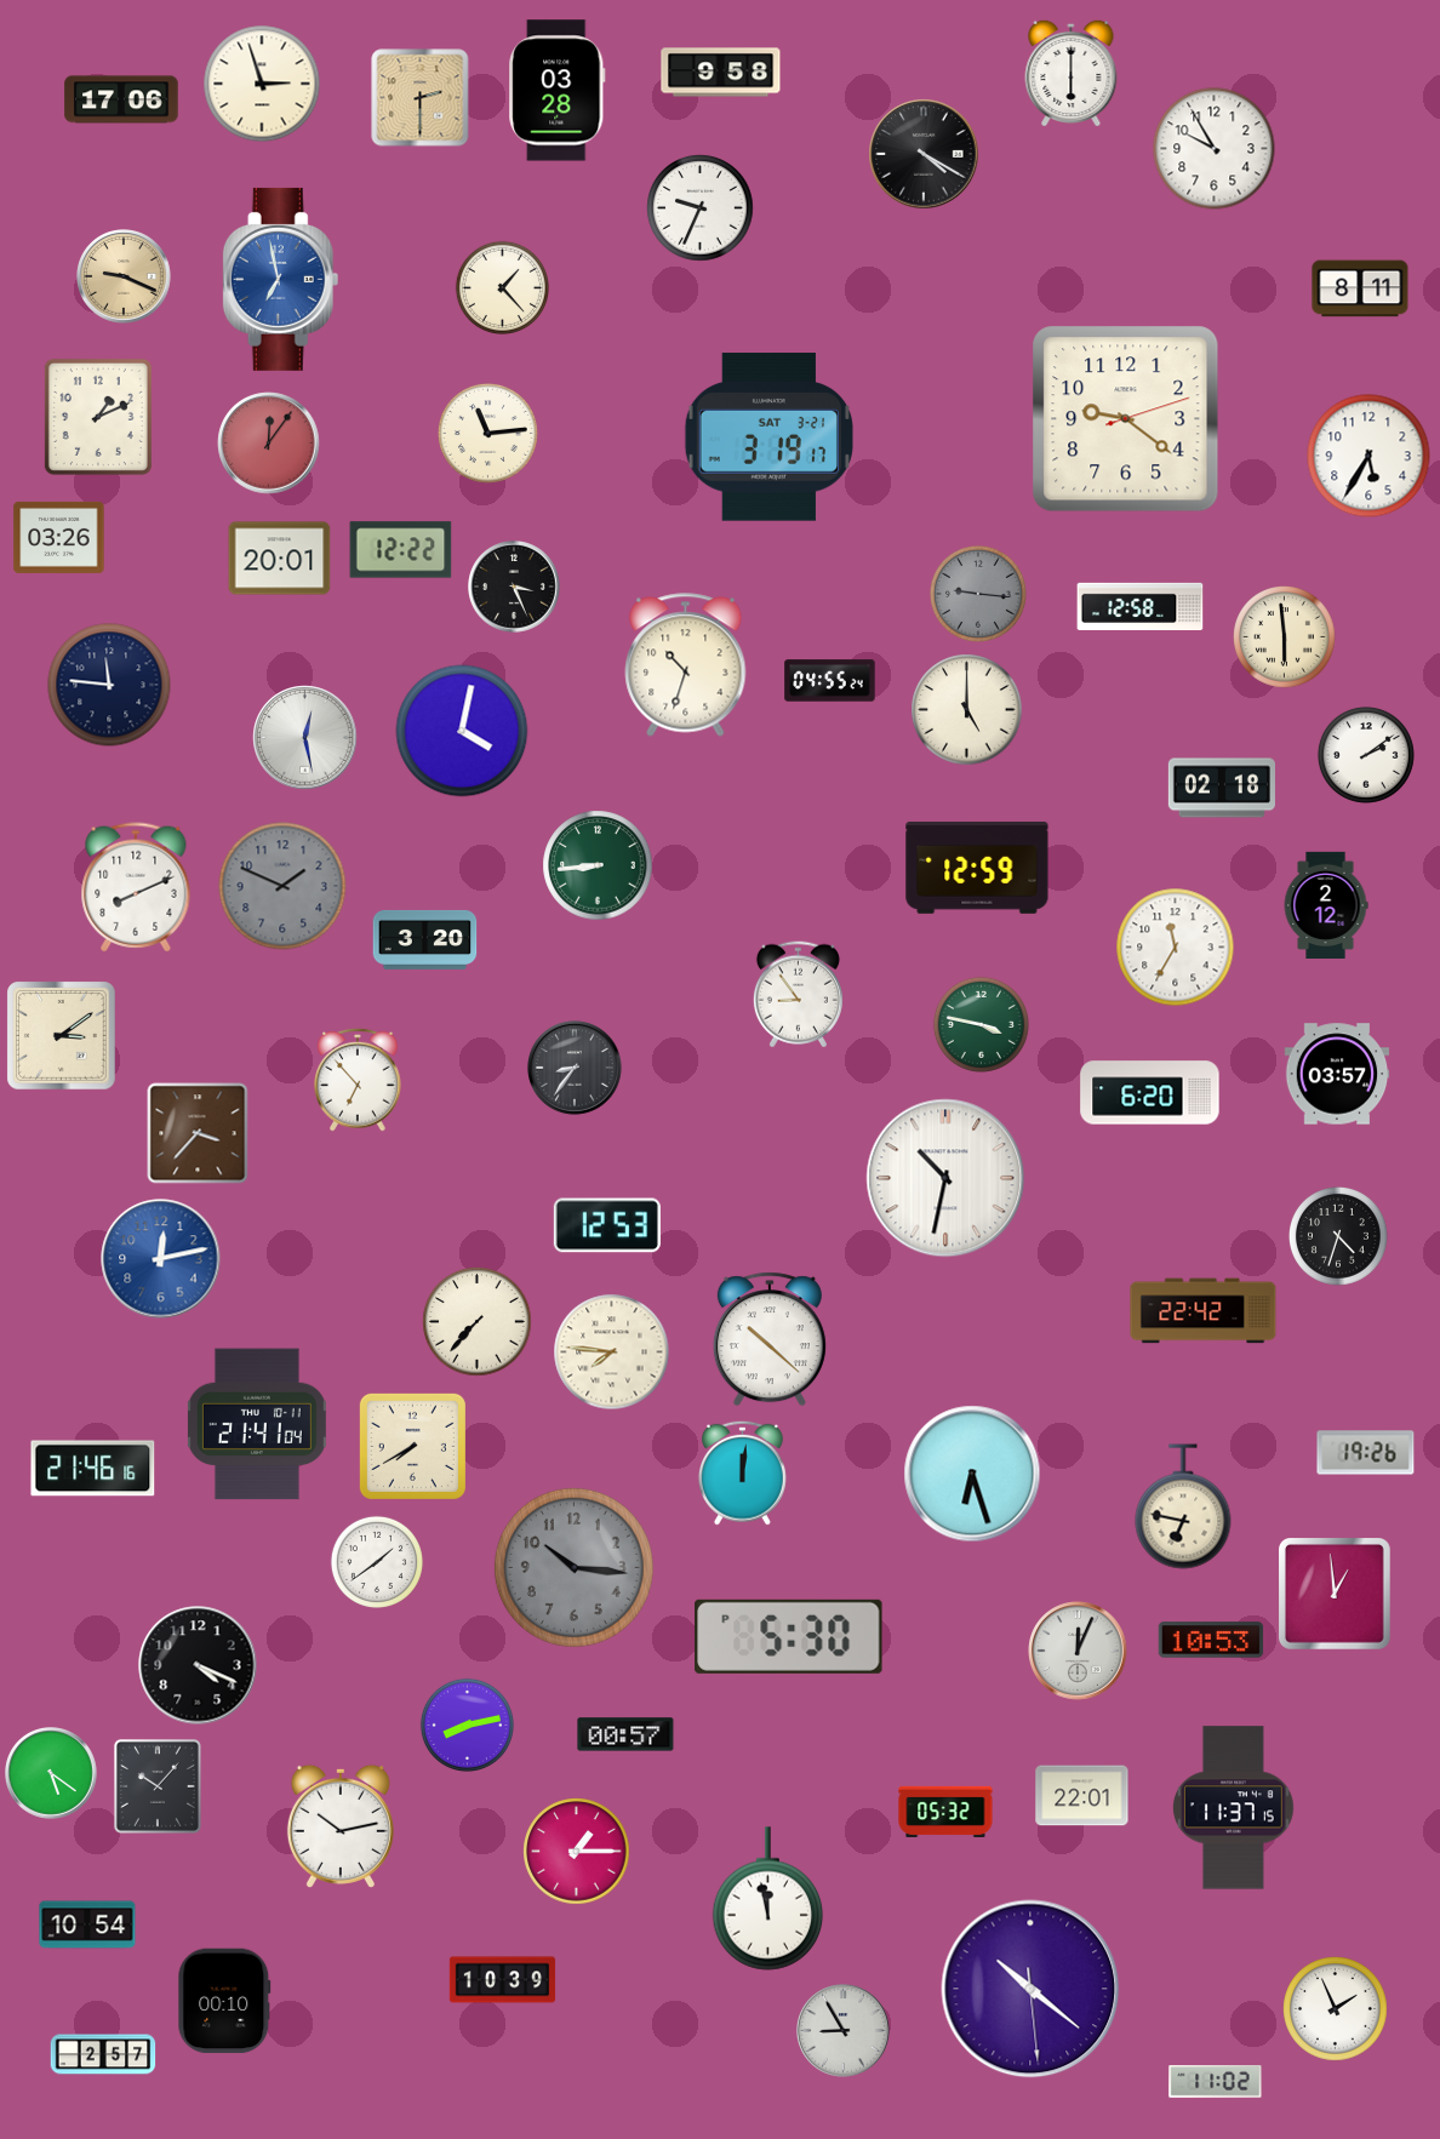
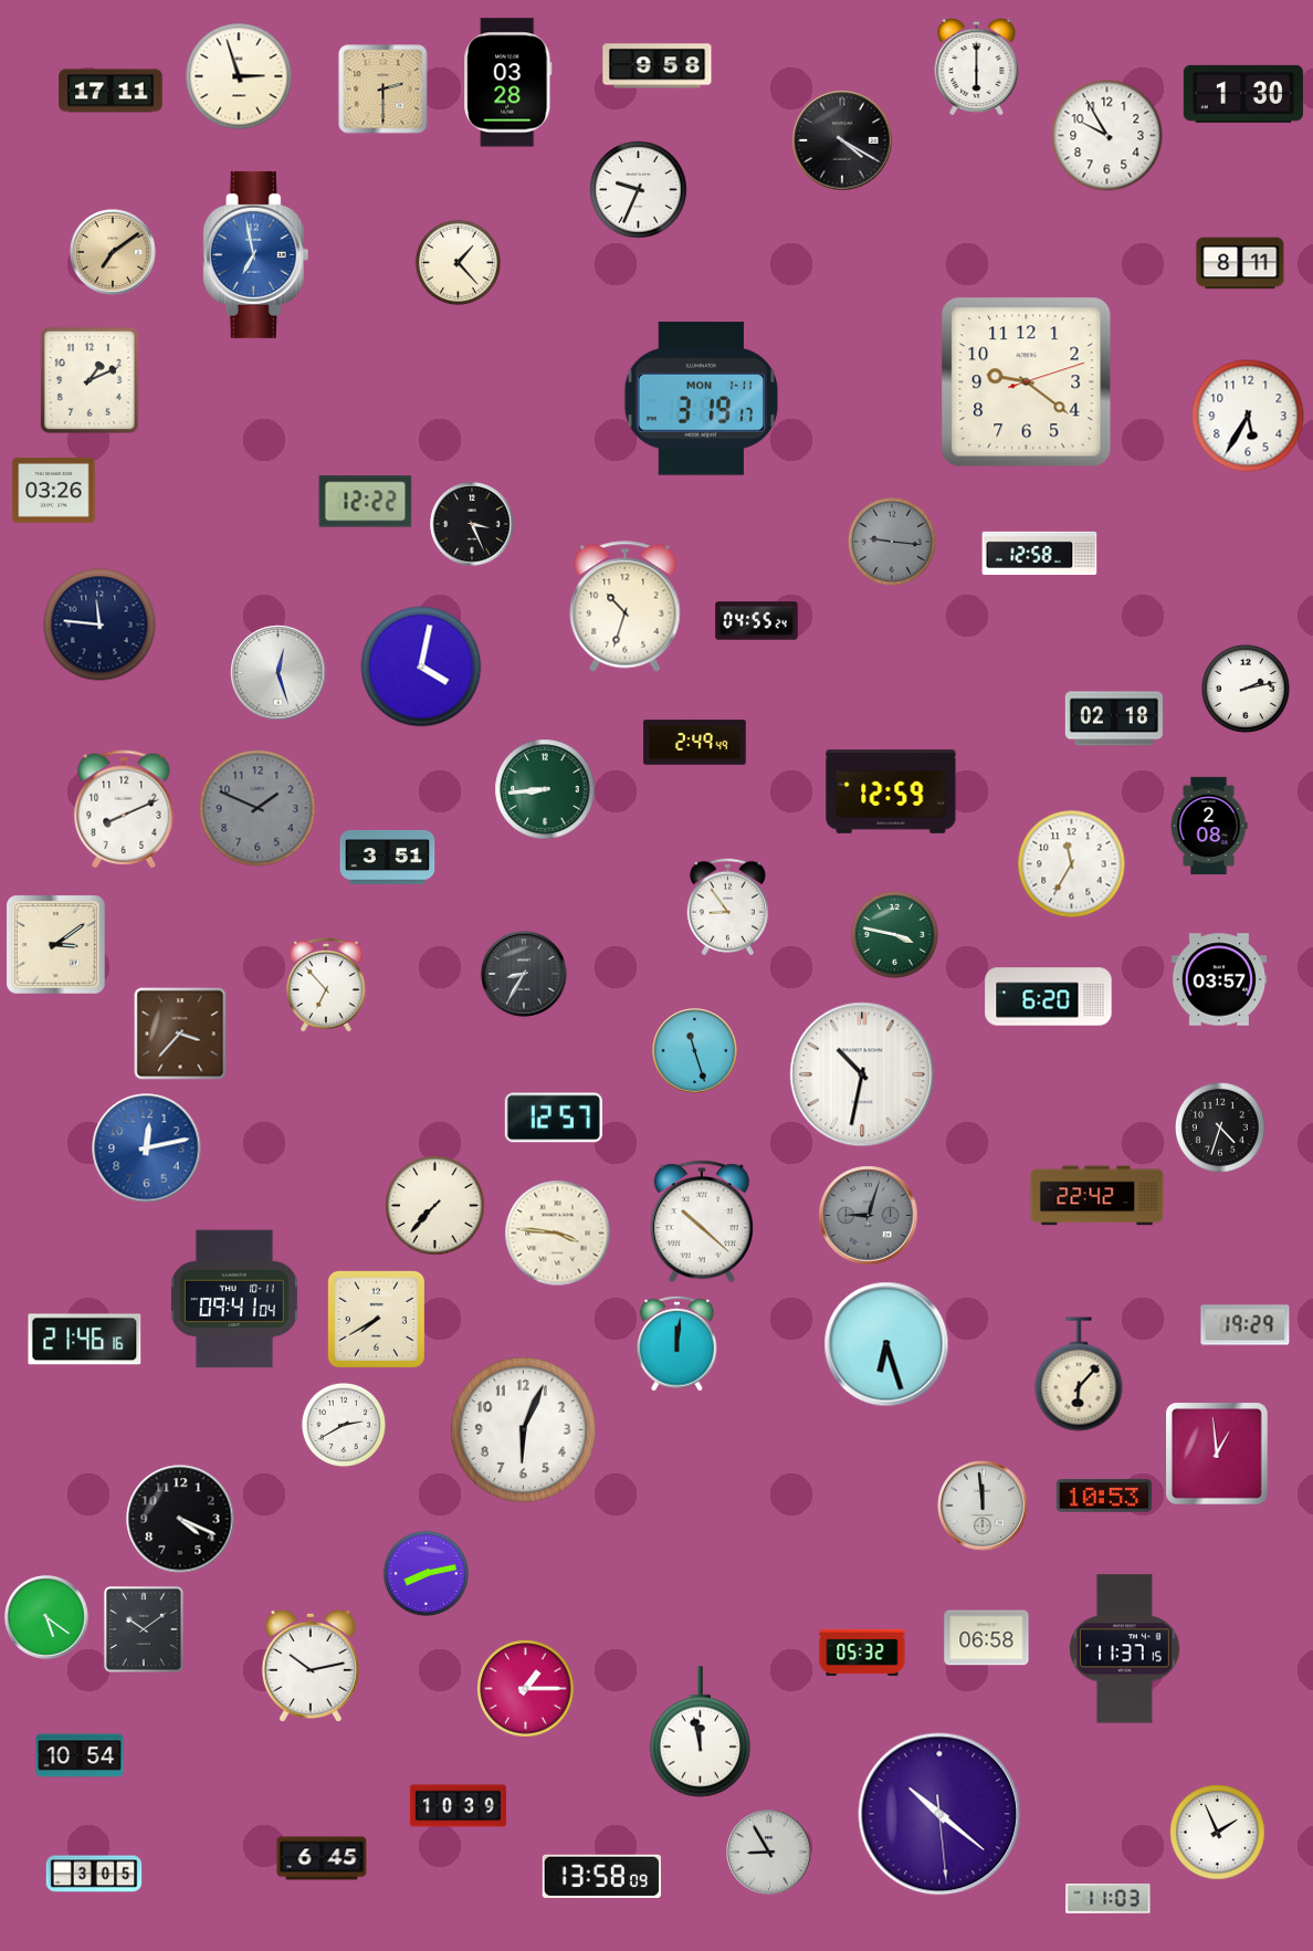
clock at (121, 99): 17:06 -> 17:11
clock at (1243, 94): none -> 1:30
clock at (124, 276): 9:19 -> 7:09
clock at (487, 433): 11:14 -> none
clock at (768, 437) date: SAT 3-21 -> MON 1-11
clock at (269, 444): 12:06 -> none
clock at (280, 559): 20:01 -> none
clock at (515, 588) position: (515, 588) -> (473, 525)
clock at (1285, 637): 5:59 -> none
clock at (967, 710): 5:00 -> none
clock at (305, 738): 12:28 -> 12:27
clock at (1366, 755): 2:09 -> 2:13
clock at (695, 743): none -> 2:49
clock at (1326, 905): 2:12 -> 2:08
clock at (425, 939): 3:20 -> 3:51
clock at (575, 1068): 8:36 -> 8:35
clock at (695, 1051): none -> 11:27
clock at (607, 1225): 12:53 -> 12:57
clock at (869, 1216): none -> 9:03
clock at (612, 1352): 7:46 -> 3:46
clock at (257, 1424): 21:41 -> 09:41
clock at (1366, 1453): 19:26 -> 19:29
clock at (1183, 1506): 6:47 -> 6:07
clock at (377, 1562): 1:39 -> 2:40
clock at (573, 1567): 10:16 -> 6:04
clock at (573, 1567) dial: grey -> white
clock at (789, 1636): 5:30 -> none
clock at (1078, 1651): 12:04 -> 11:59
clock at (625, 1734): 00:57 -> none
clock at (158, 1786): 10:07 -> 10:09
clock at (1082, 1796): 22:01 -> 06:58
clock at (224, 2001): 00:10 -> none
clock at (322, 1858): none -> 6:45
clock at (103, 2054): 2:57 -> 3:05
clock at (601, 1876): none -> 13:58
clock at (1216, 2082): 11:02 -> 11:03
